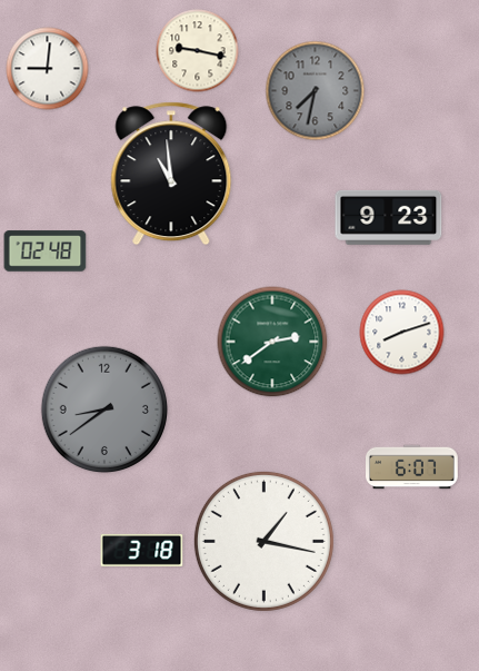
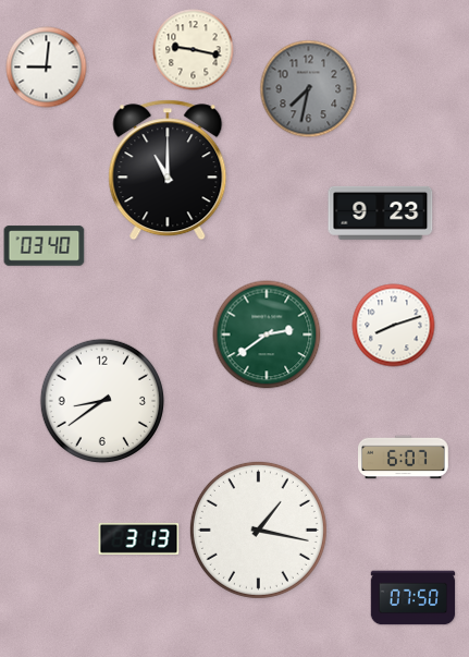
clock at (171, 174): 10:59 -> 11:00
clock at (46, 251): 02:48 -> 03:40
clock at (103, 408) dial: grey -> white
clock at (142, 550): 3:18 -> 3:13
clock at (414, 598): none -> 07:50
